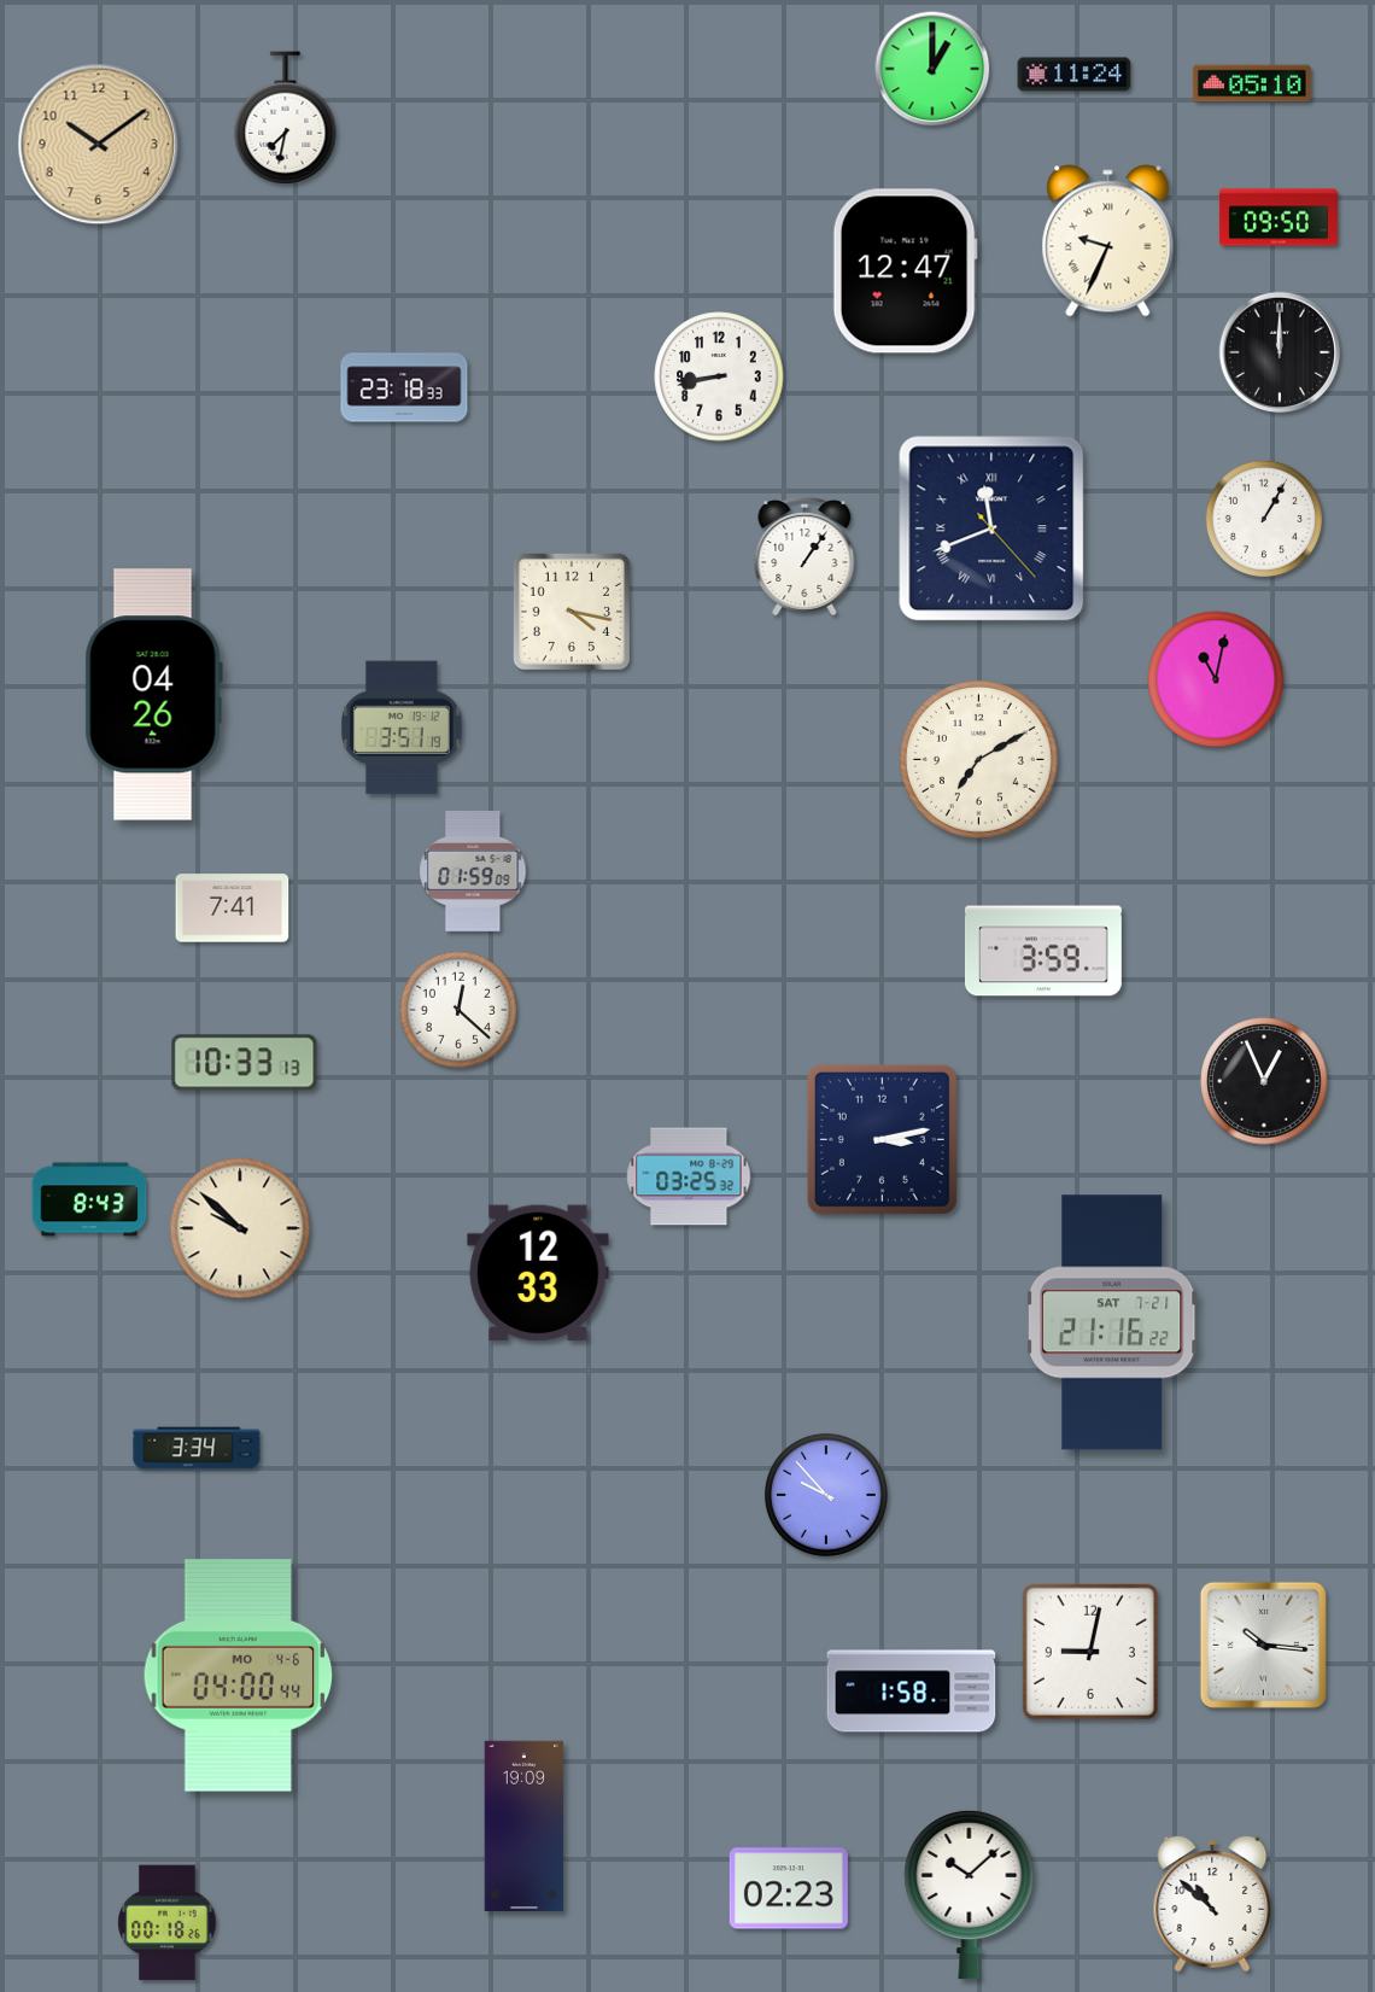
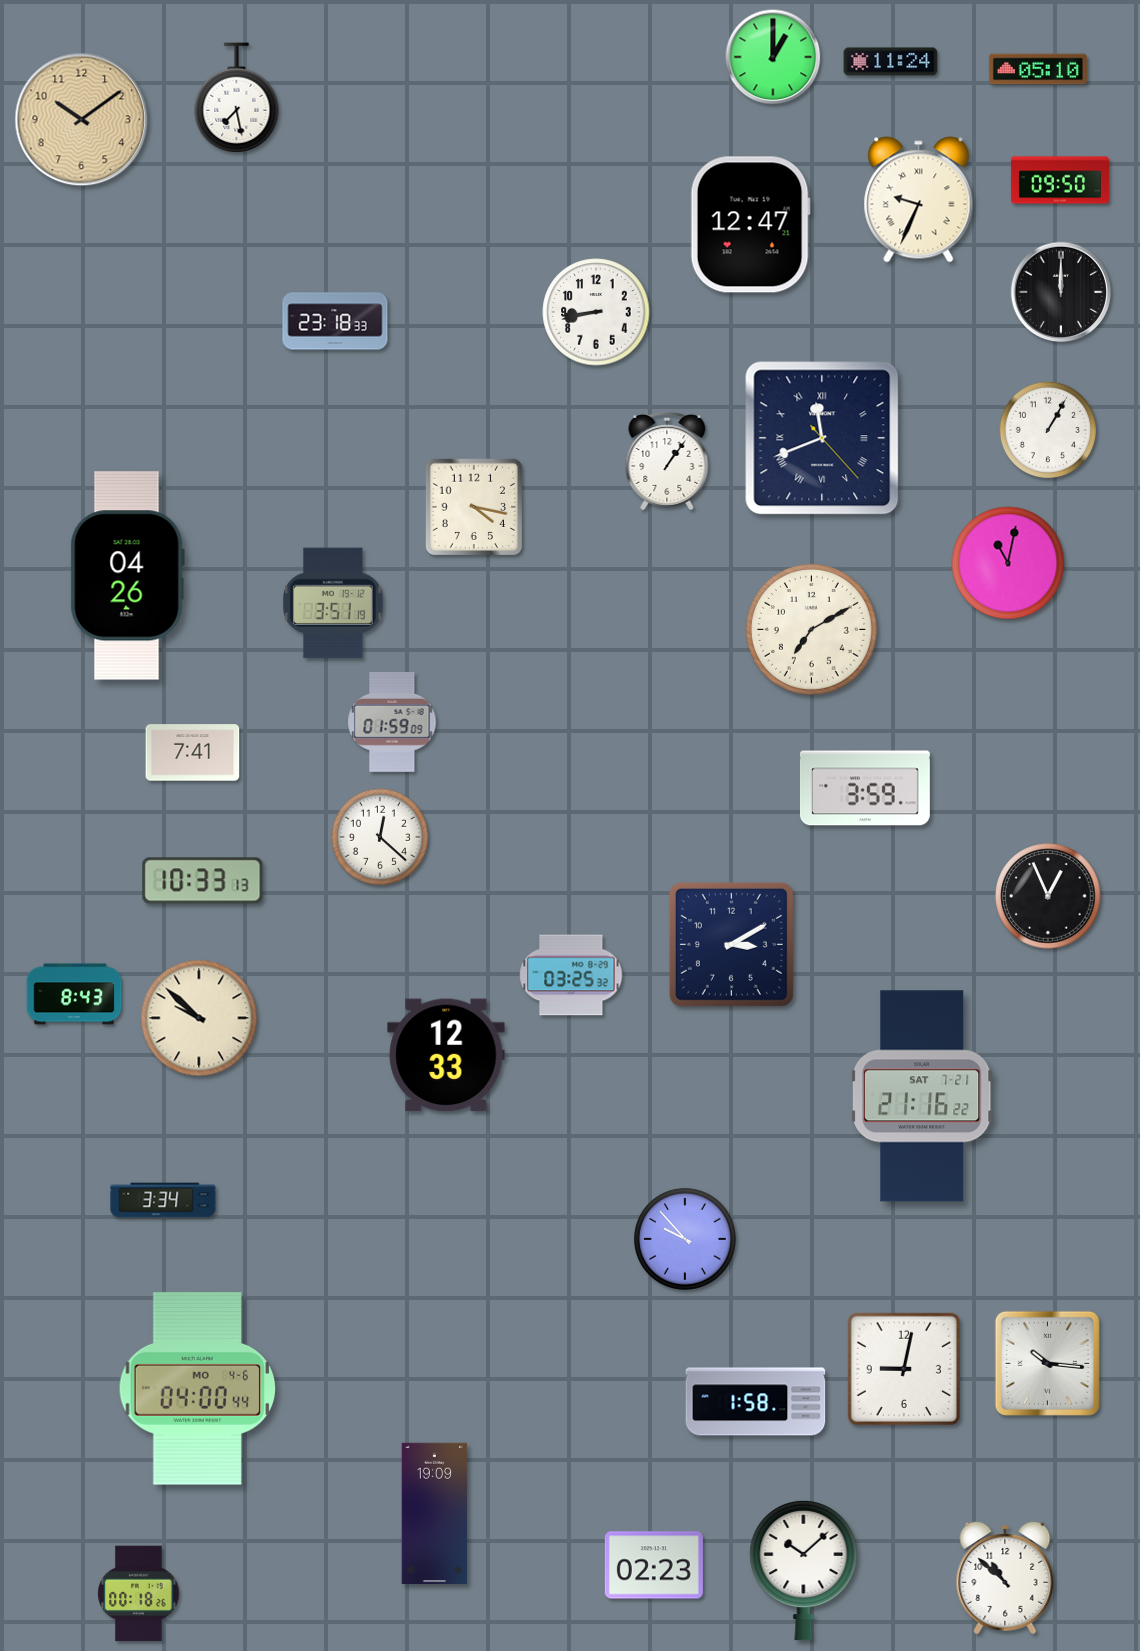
clock at (286, 118): 7:32 -> 7:28
clock at (882, 1139): 3:13 -> 3:10
